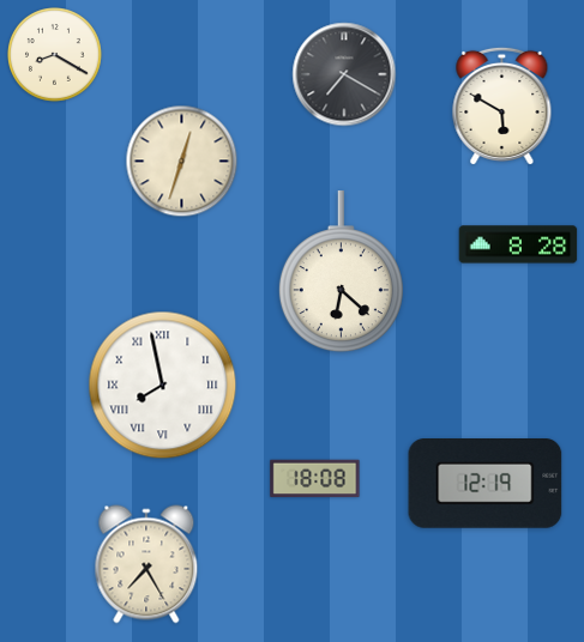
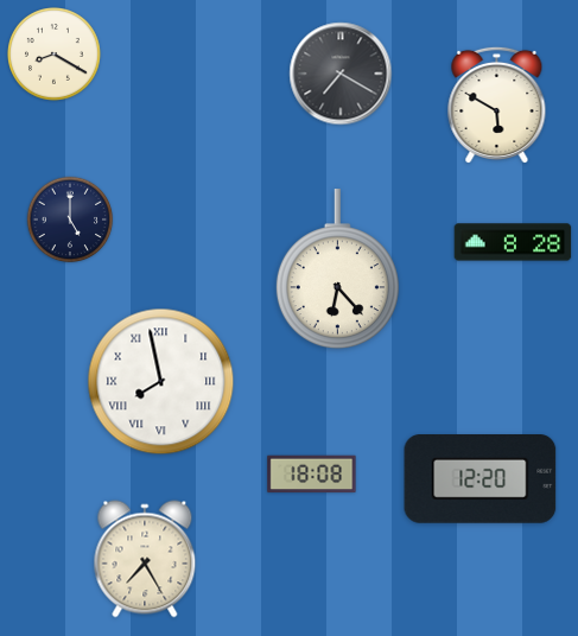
clock at (182, 162): 12:33 -> none
clock at (70, 220): none -> 5:00
clock at (341, 272): 6:22 -> 6:23
clock at (486, 484): 12:19 -> 12:20
